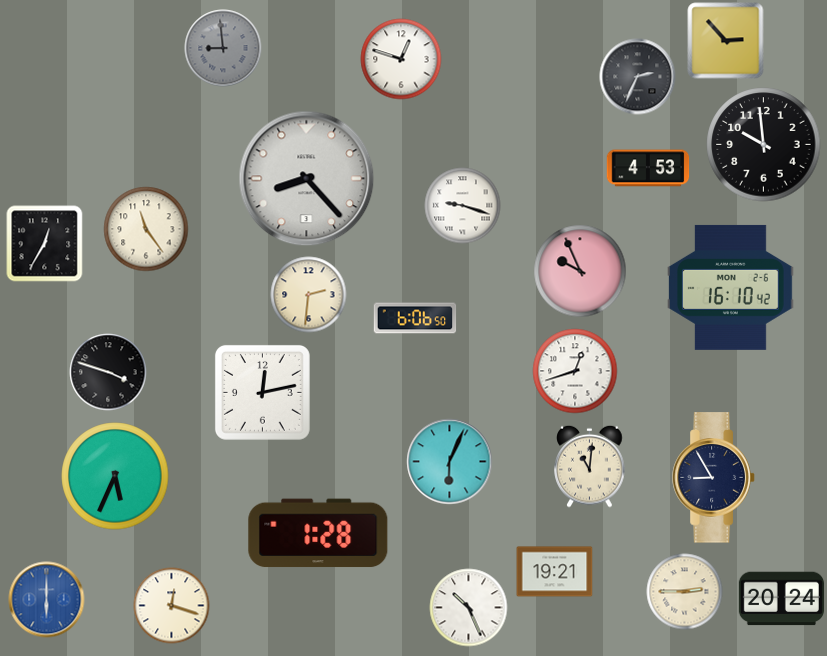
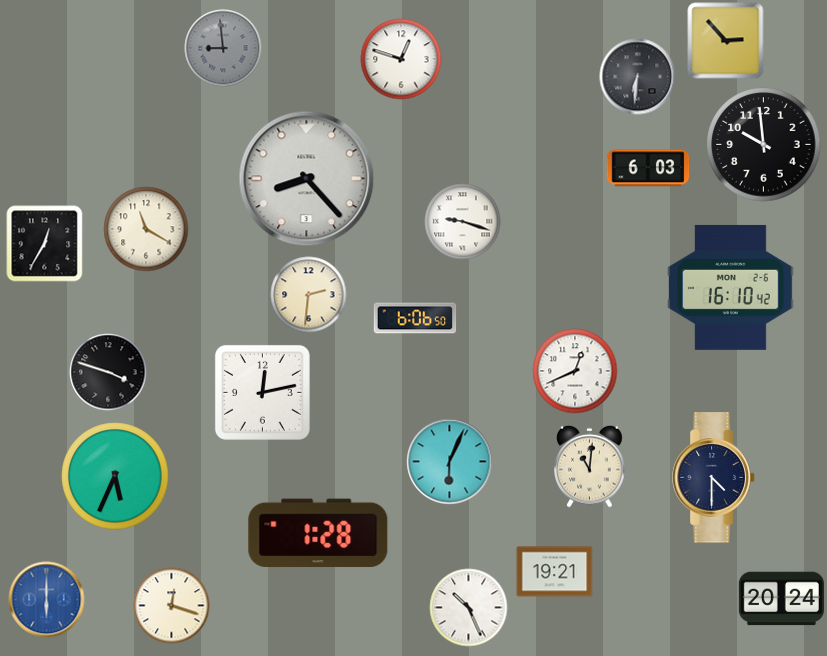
clock at (638, 77): 2:34 -> 6:31
clock at (648, 168): 4:53 -> 6:03
clock at (463, 206) position: (463, 206) -> (463, 222)
clock at (146, 229): 11:24 -> 11:20
clock at (580, 271): 9:56 -> none
clock at (575, 371): 12:42 -> 12:41
clock at (714, 478): 8:55 -> 4:30
clock at (685, 592): 2:45 -> none
